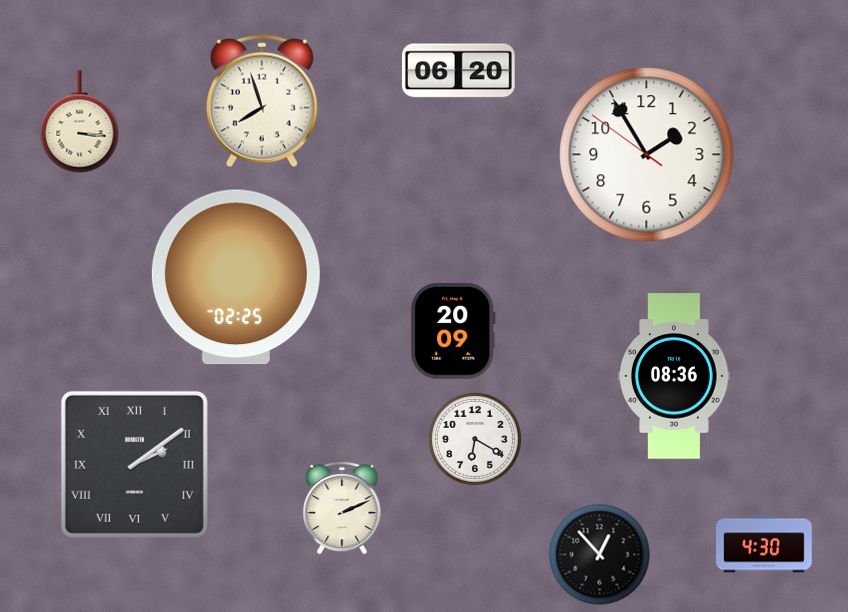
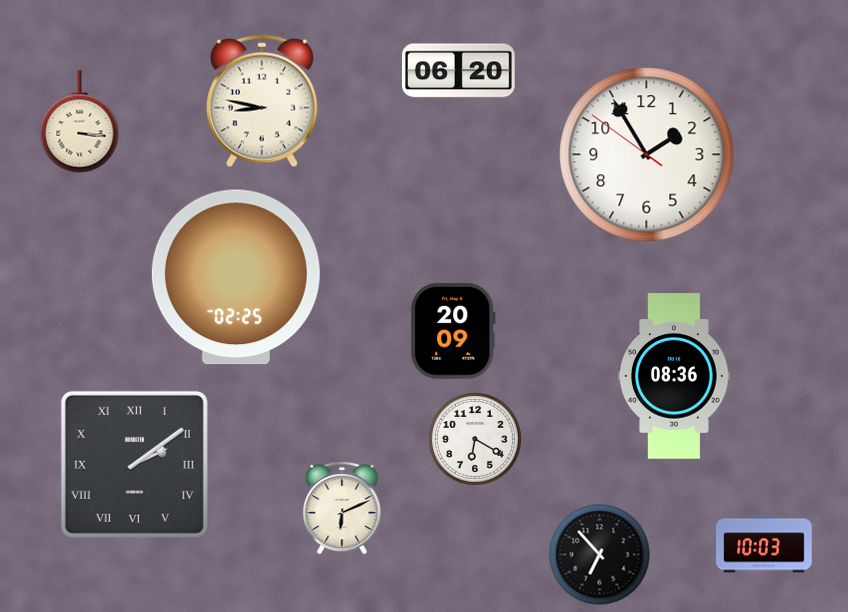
clock at (262, 101): 7:57 -> 8:47
clock at (342, 508): 2:11 -> 6:11
clock at (764, 544): 4:30 -> 10:03
clock at (600, 555): 12:53 -> 6:53
